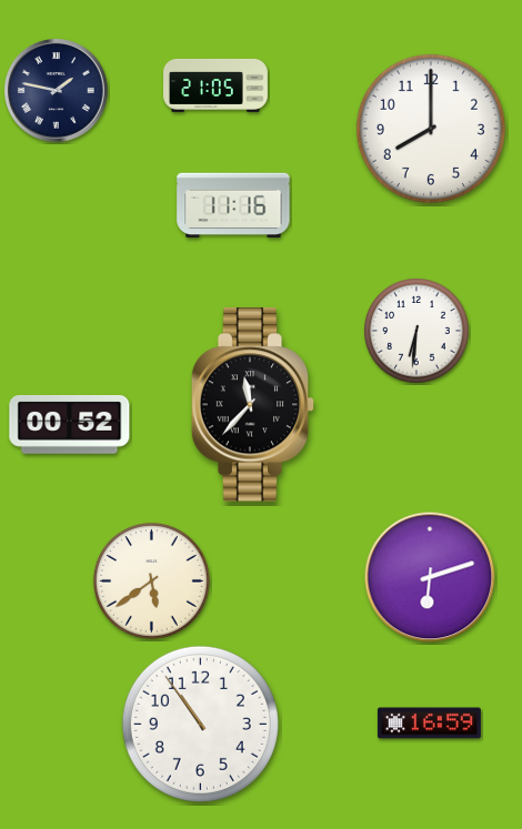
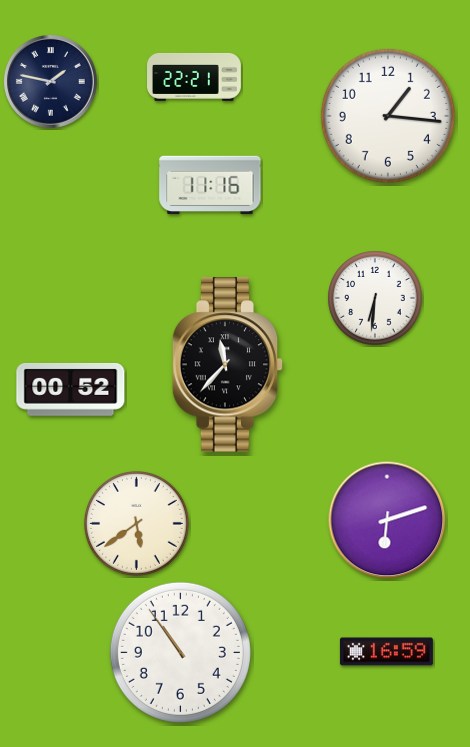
clock at (217, 85): 21:05 -> 22:21
clock at (431, 129): 8:00 -> 1:16
clock at (70, 425) position: (70, 425) -> (71, 390)
